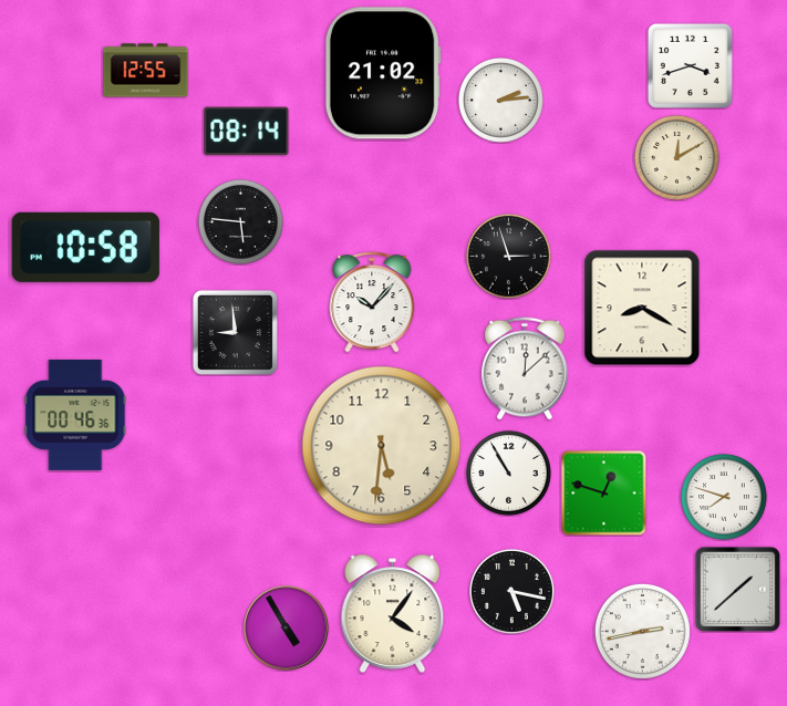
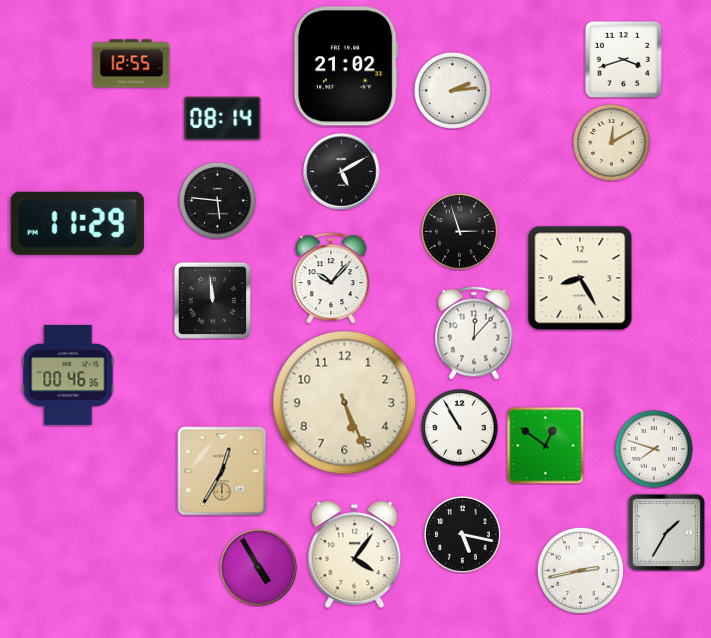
clock at (342, 172): none -> 5:10
clock at (85, 247): 10:58 -> 11:29
clock at (372, 302) position: (372, 302) -> (331, 278)
clock at (642, 308): 8:20 -> 8:25
clock at (235, 332): 8:59 -> 11:59
clock at (525, 368): 12:08 -> 12:07
clock at (382, 446): 5:31 -> 5:26
clock at (603, 492): 12:48 -> 12:51
clock at (222, 471): none -> 12:35
clock at (737, 589): 1:38 -> 1:35
